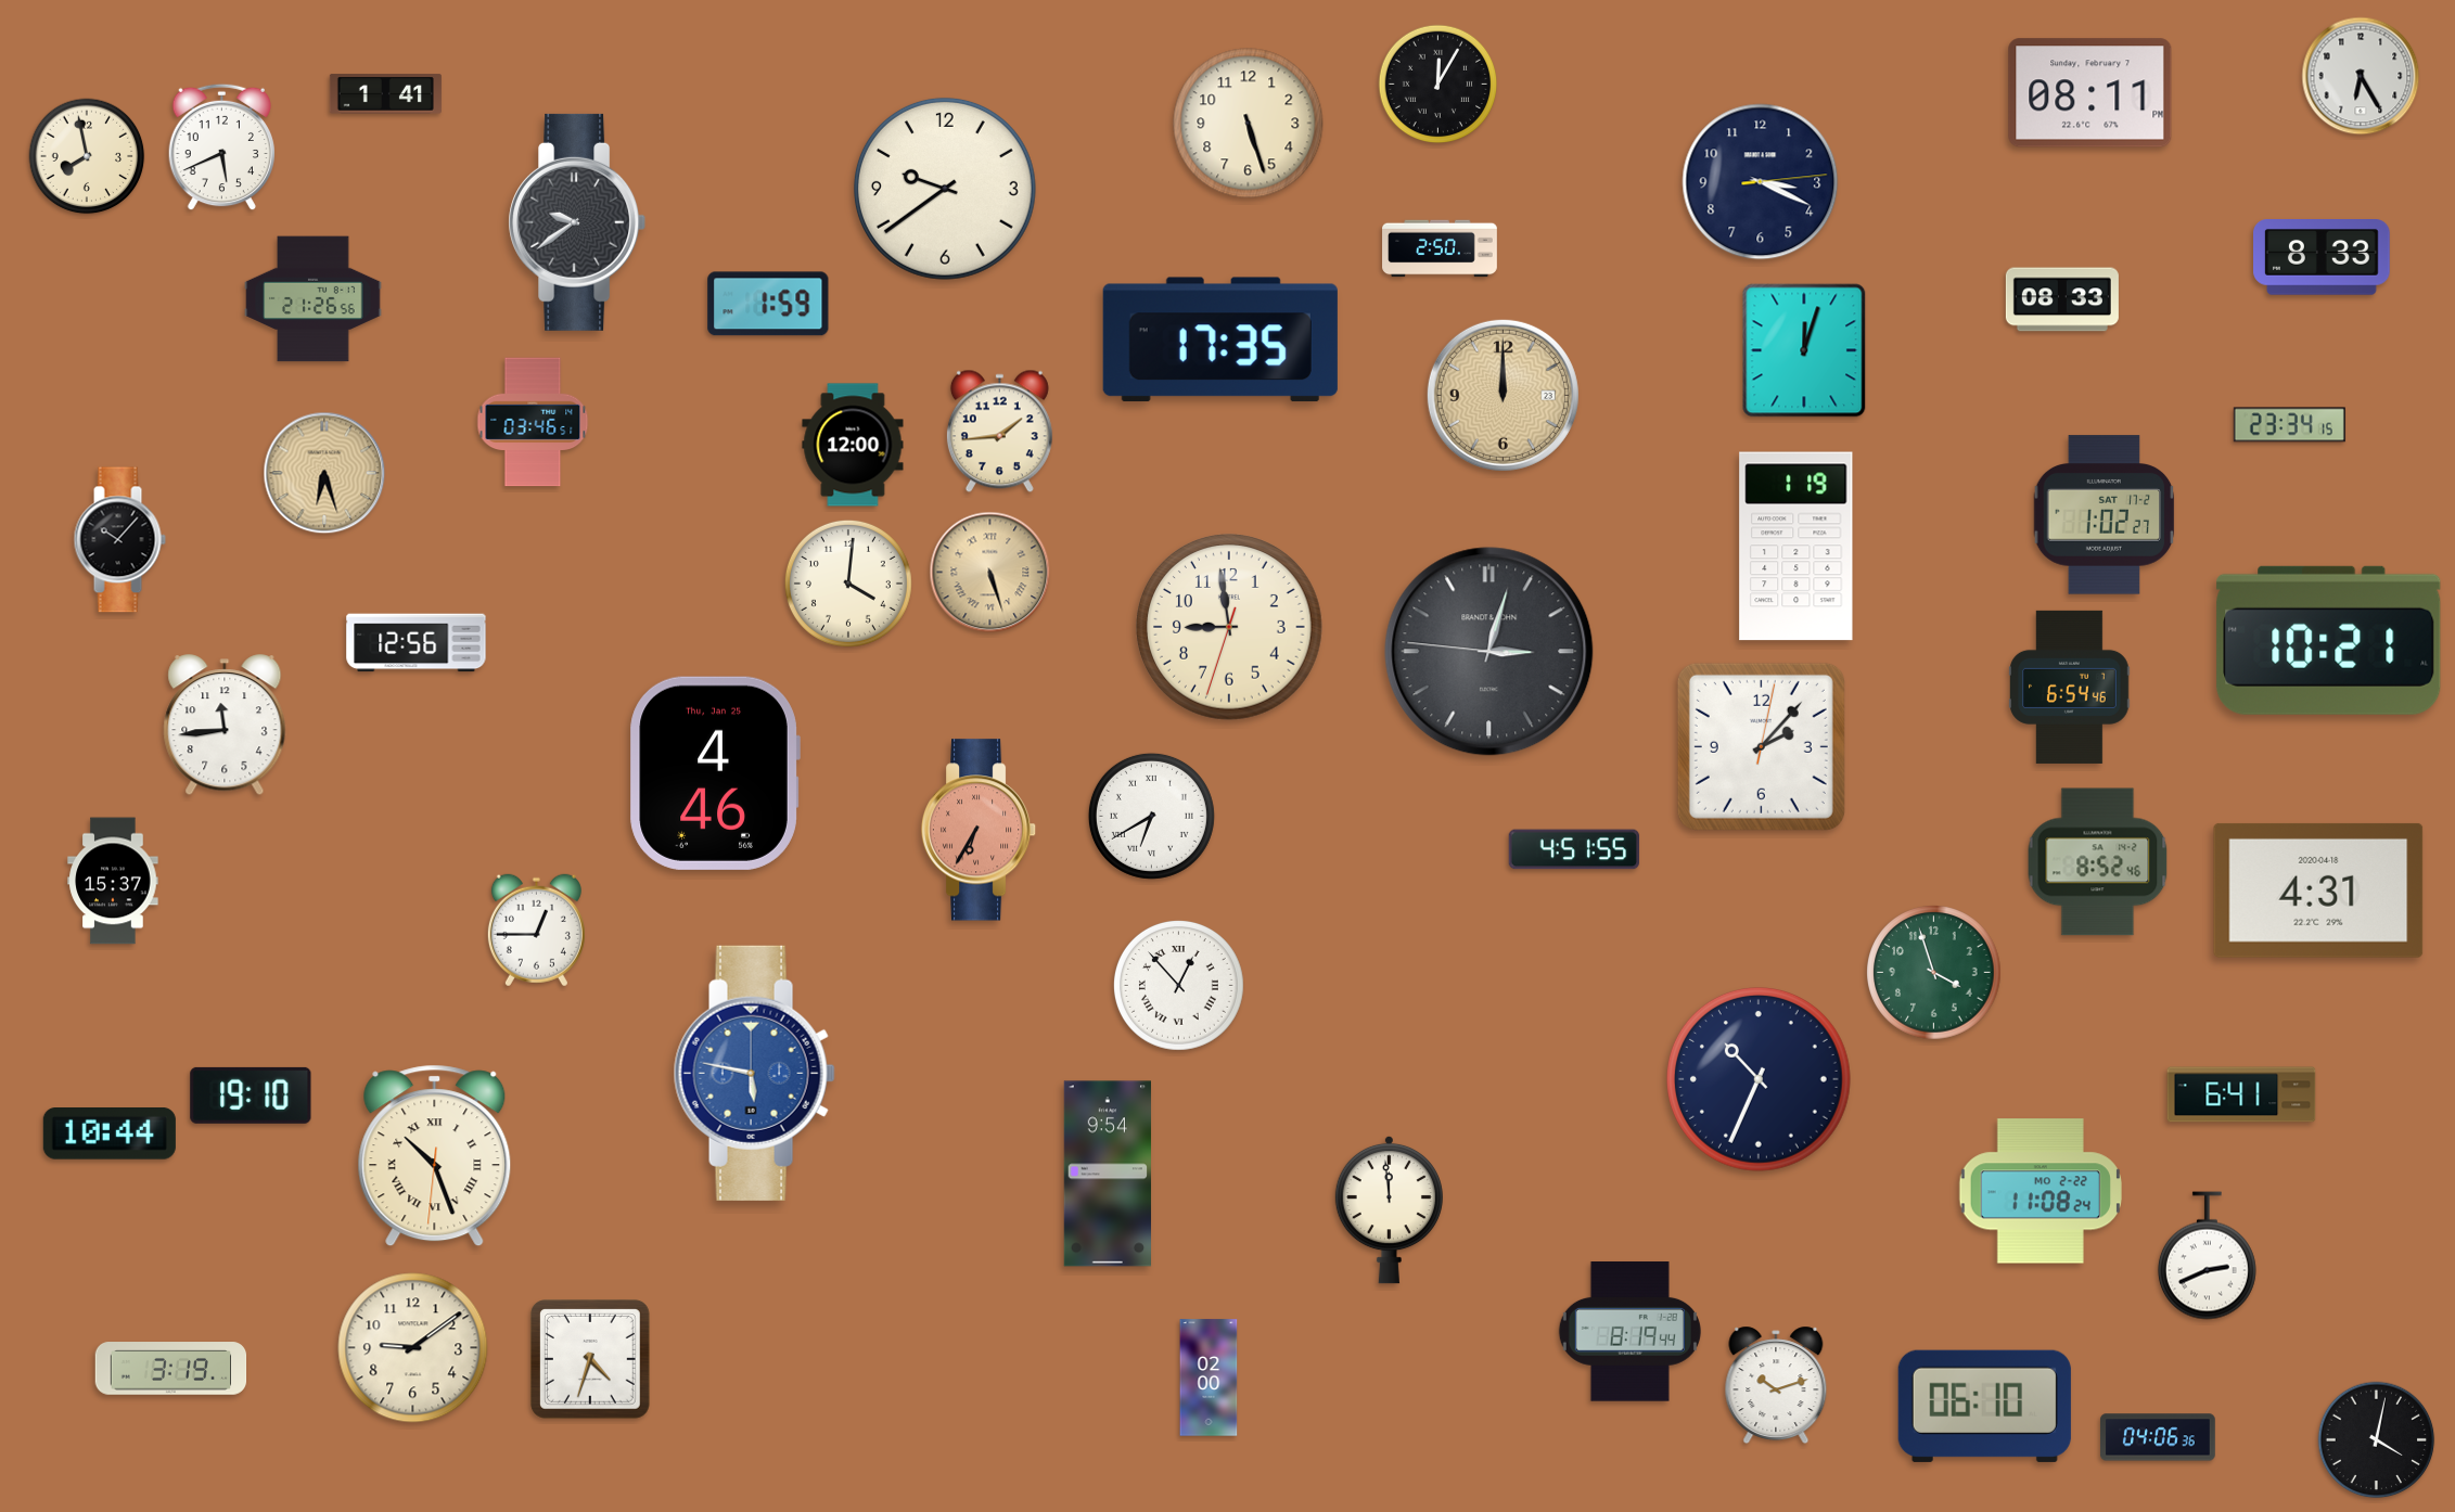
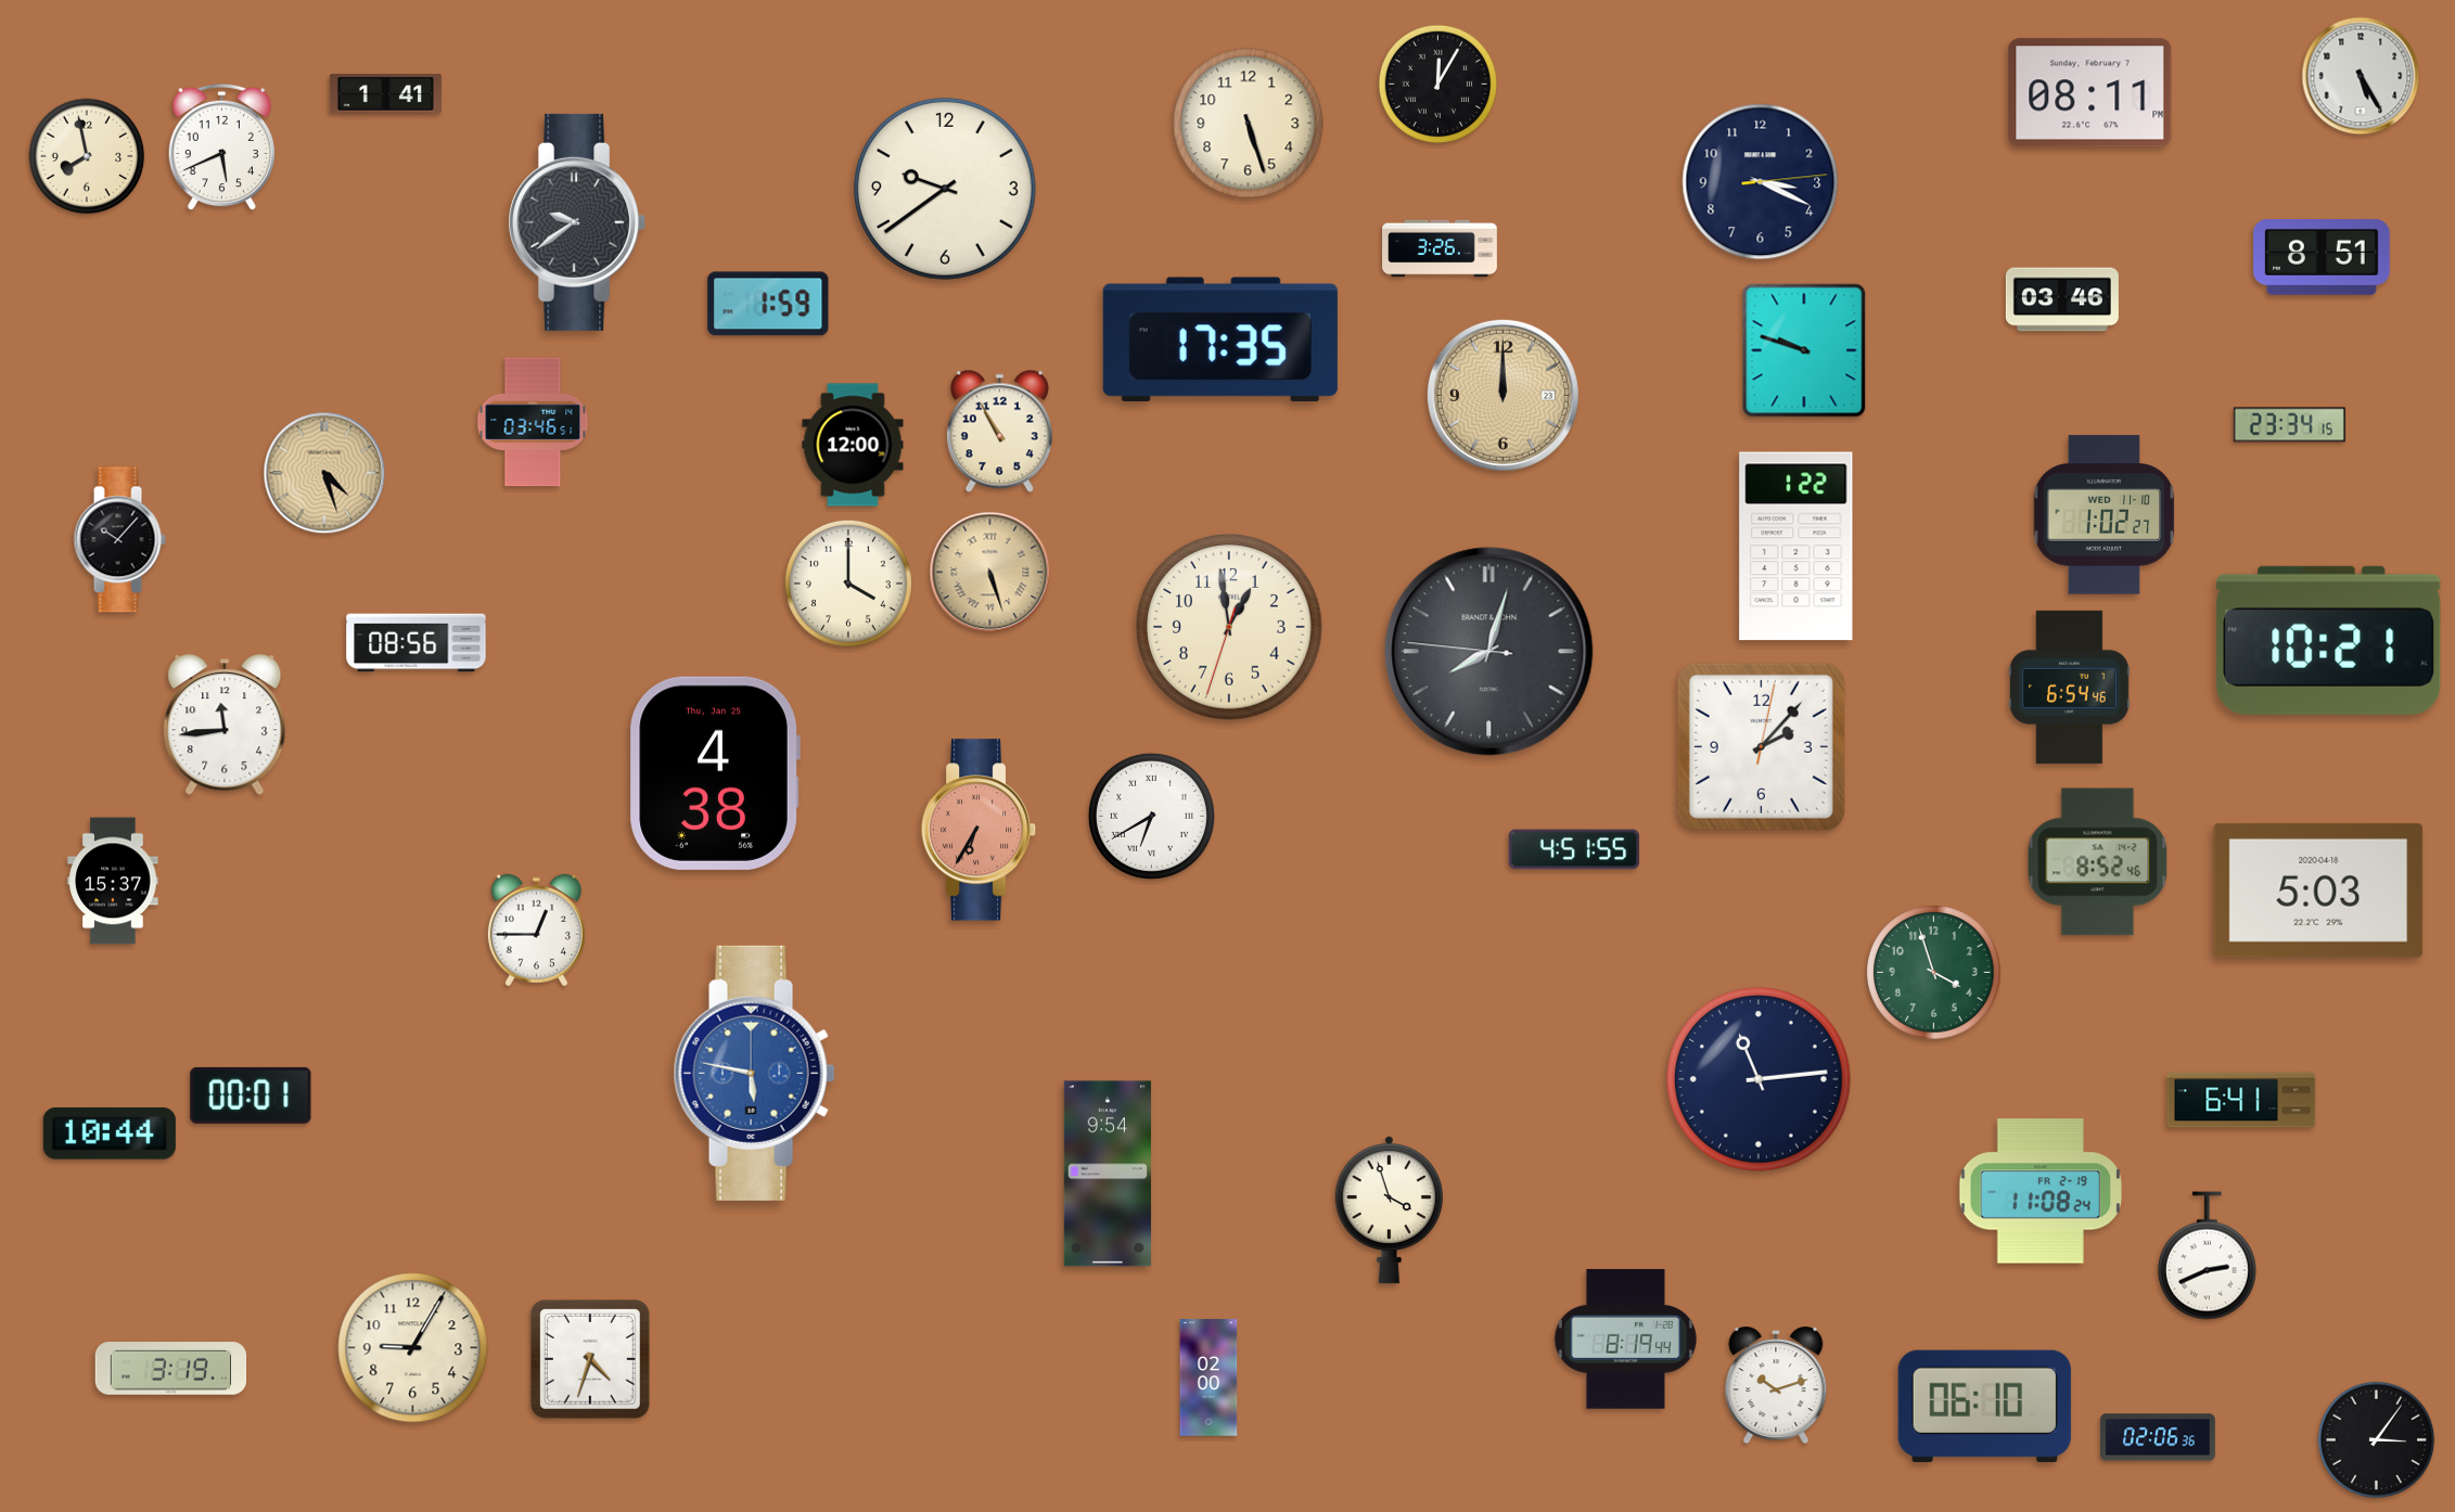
clock at (2361, 76): 6:25 -> 5:25
clock at (1440, 248): 2:50 -> 3:26
clock at (2323, 258): 8:33 -> 8:51
clock at (314, 299): 21:26 -> none
clock at (2062, 299): 08:33 -> 03:46
clock at (1804, 350): 12:03 -> 9:48
clock at (999, 432): 1:44 -> 10:55
clock at (324, 473): 6:27 -> 4:27
clock at (2105, 515) date: SAT 17-2 -> WED 11-10
clock at (1797, 547): 1:19 -> 1:22
clock at (848, 584): 4:01 -> 4:00
clock at (1229, 627): 8:58 -> 12:58
clock at (417, 643): 12:56 -> 08:56
clock at (1489, 652): 3:02 -> 8:02
clock at (715, 773): 4:46 -> 4:38
clock at (2318, 890): 4:31 -> 5:03
clock at (1178, 985): 12:53 -> none
clock at (1760, 1080): 10:34 -> 11:14
clock at (2241, 1094) position: (2241, 1094) -> (2241, 1100)
clock at (251, 1095): 19:10 -> 00:01
clock at (435, 1156): 10:26 -> none
clock at (2041, 1191) date: MO 2-22 -> FR 2-19
clock at (1389, 1209): 11:59 -> 3:57
clock at (1629, 1332) position: (1629, 1332) -> (1625, 1340)
clock at (413, 1348): 9:09 -> 9:05
clock at (2158, 1437): 04:06 -> 02:06
clock at (2377, 1440): 4:02 -> 3:06
